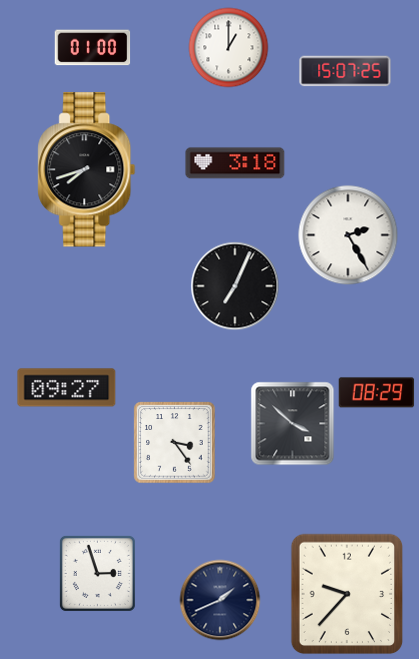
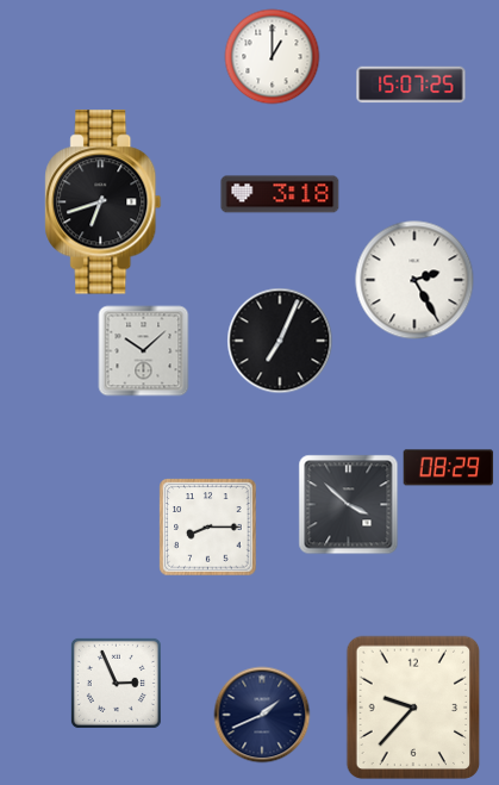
clock at (93, 48): 01:00 -> none
clock at (87, 170): 7:42 -> 6:42
clock at (144, 351): none -> 10:08
clock at (67, 388): 09:27 -> none
clock at (175, 443): 3:24 -> 8:15
clock at (97, 573): 2:57 -> 2:56
